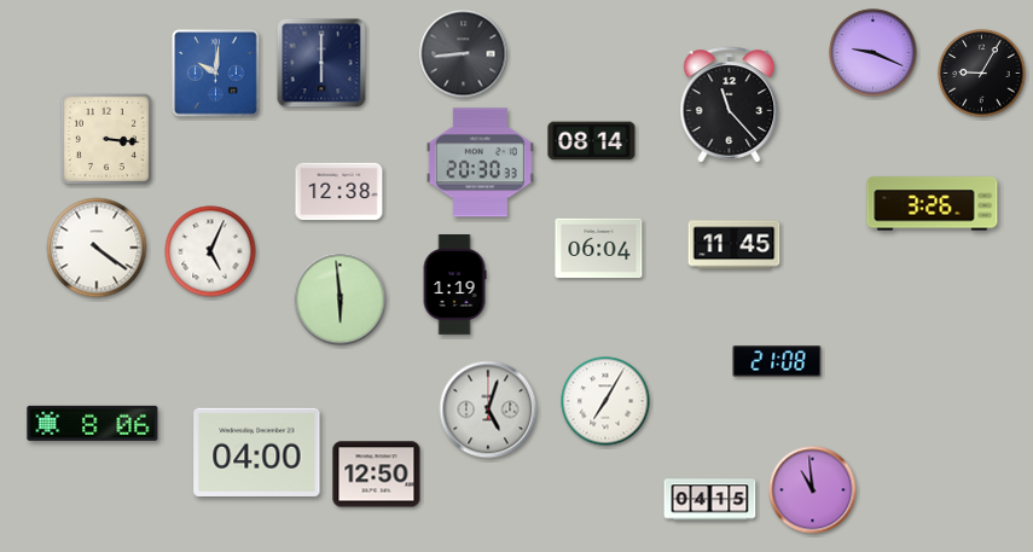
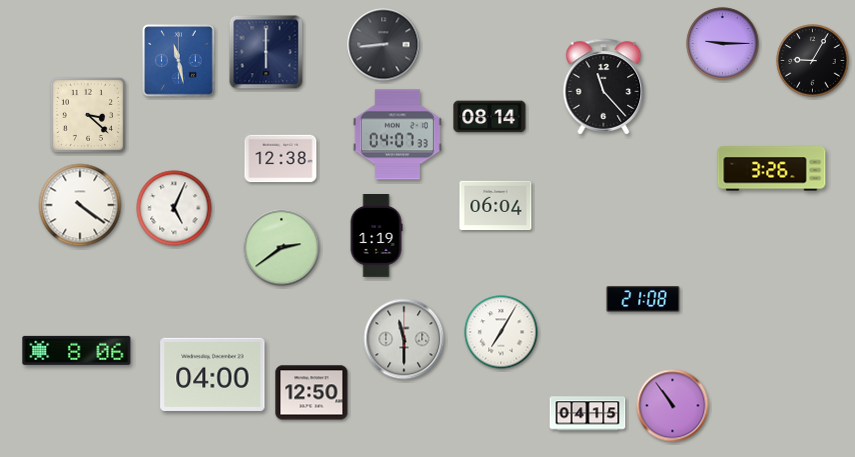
clock at (874, 53): 9:19 -> 9:15
clock at (216, 74): 10:01 -> 11:28
clock at (106, 139): 3:16 -> 3:22
clock at (480, 163): 20:30 -> 04:07
clock at (735, 245): 11:45 -> none
clock at (341, 300): 5:59 -> 2:39
clock at (488, 409): 5:03 -> 11:30
clock at (813, 490): 10:59 -> 10:54
